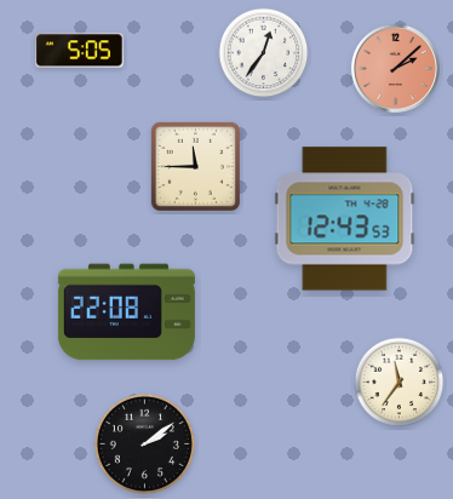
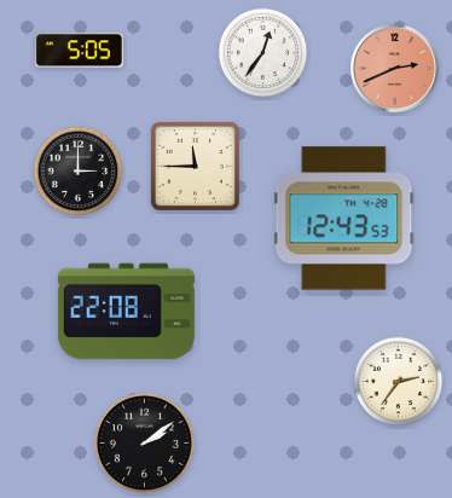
clock at (395, 68): 2:08 -> 2:41
clock at (79, 172): none -> 3:00
clock at (400, 383): 11:36 -> 2:36
